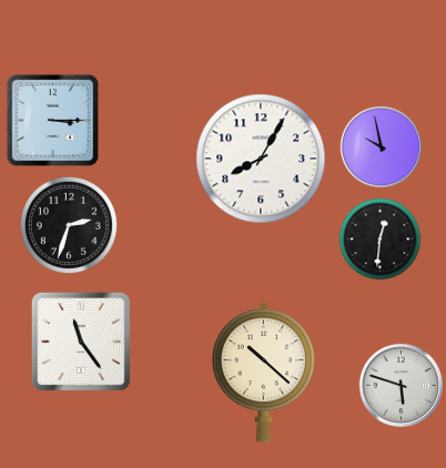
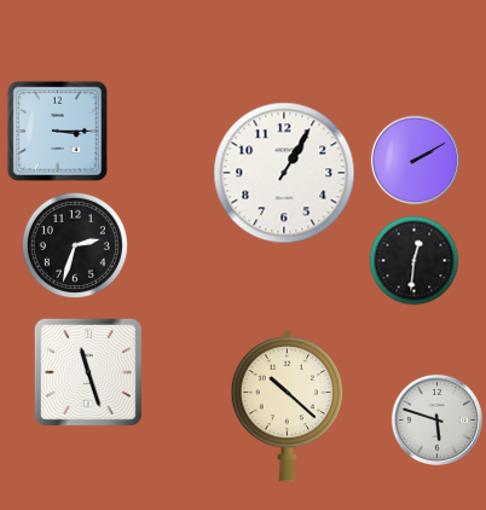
clock at (382, 147): 9:58 -> 2:10
clock at (261, 159): 8:05 -> 1:05
clock at (81, 342): 11:24 -> 11:27
